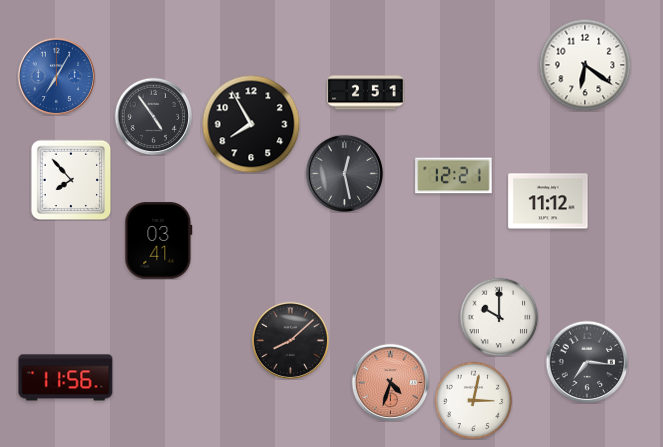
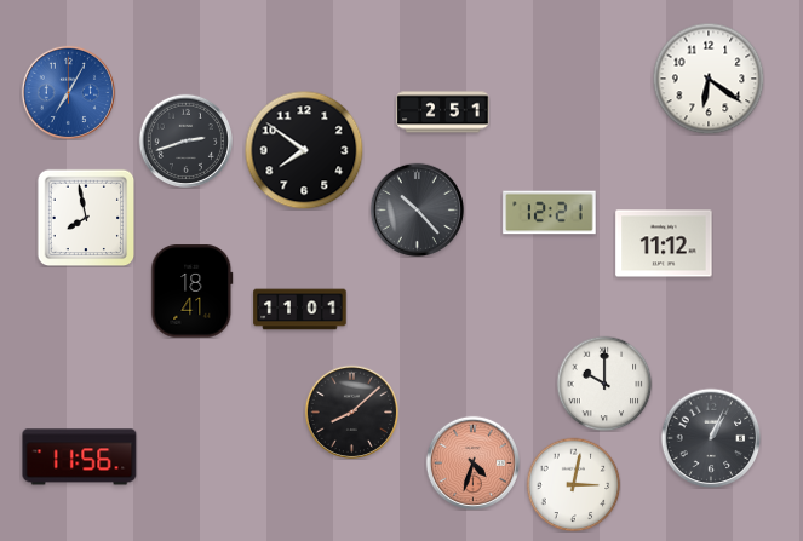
clock at (153, 116): 4:54 -> 2:42
clock at (251, 124): 7:55 -> 7:51
clock at (344, 173): 12:28 -> 10:23
clock at (71, 180): 7:53 -> 7:58
clock at (159, 241): 03:41 -> 18:41
clock at (300, 310): none -> 11:01
clock at (587, 362): 7:16 -> 1:04
